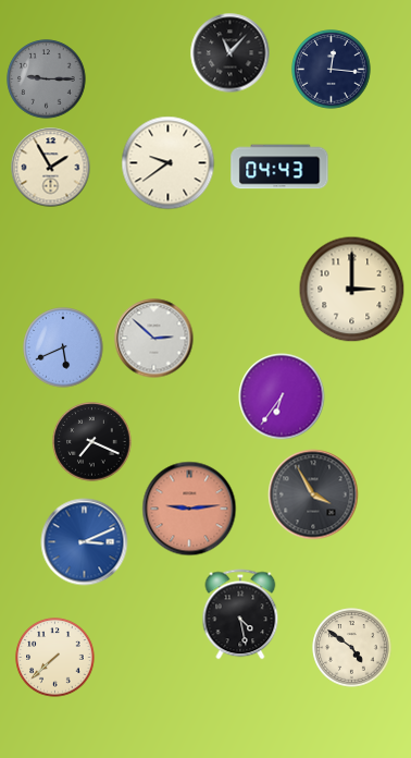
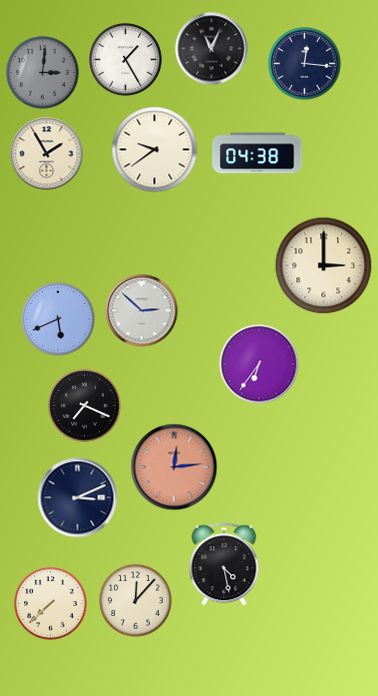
clock at (231, 53): 11:07 -> 11:04
clock at (126, 60): none -> 1:25
clock at (47, 80): 9:15 -> 3:01
clock at (279, 167): 04:43 -> 04:38
clock at (313, 494): 3:55 -> none
clock at (189, 509): 9:14 -> 12:14
clock at (85, 542) dial: blue -> navy
clock at (240, 614) position: (240, 614) -> (224, 564)
clock at (352, 648): 4:51 -> none
clock at (136, 601): none -> 12:07
